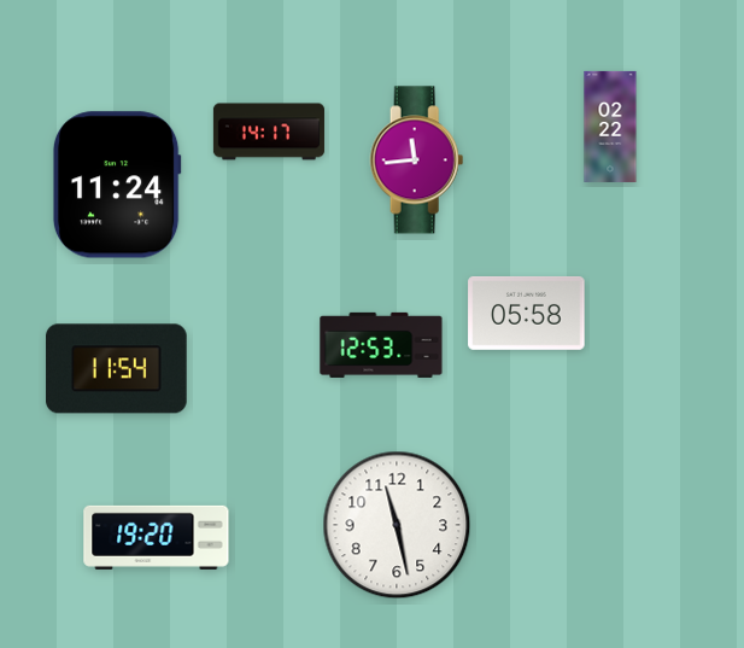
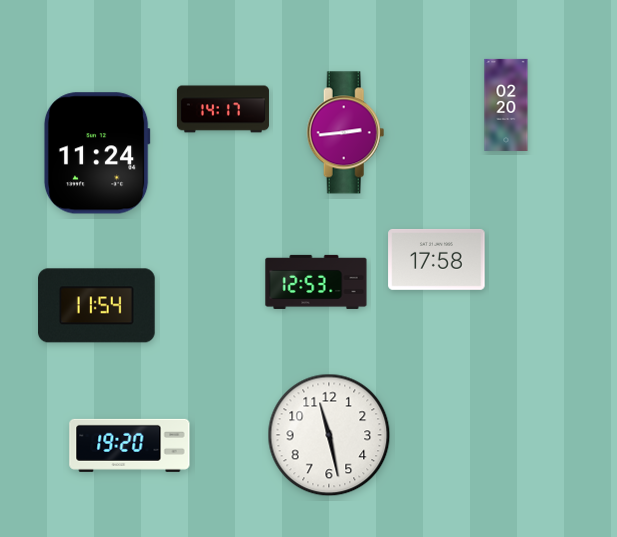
clock at (610, 127): 02:22 -> 02:20
clock at (417, 160): 11:44 -> 2:44
clock at (527, 313): 05:58 -> 17:58
clock at (381, 345) position: (381, 345) -> (316, 282)
